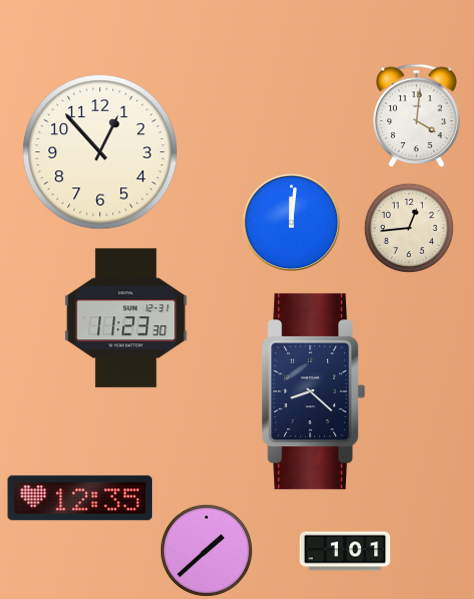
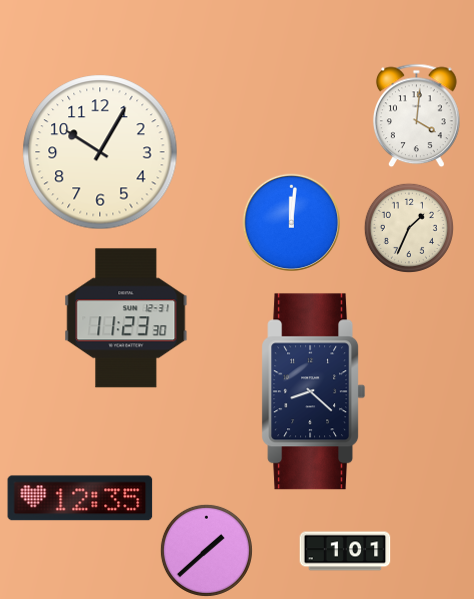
clock at (100, 152): 12:53 -> 10:05
clock at (409, 228): 12:44 -> 1:34
